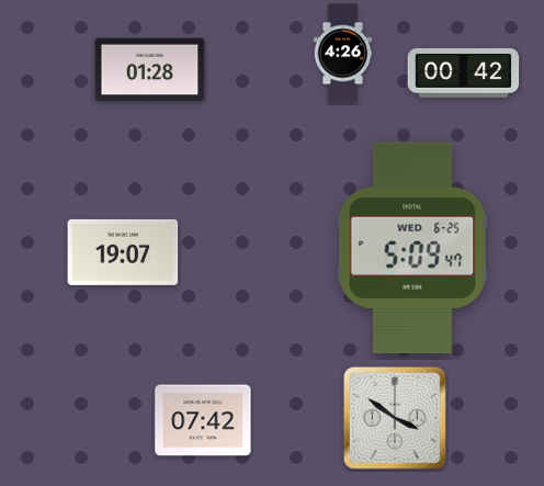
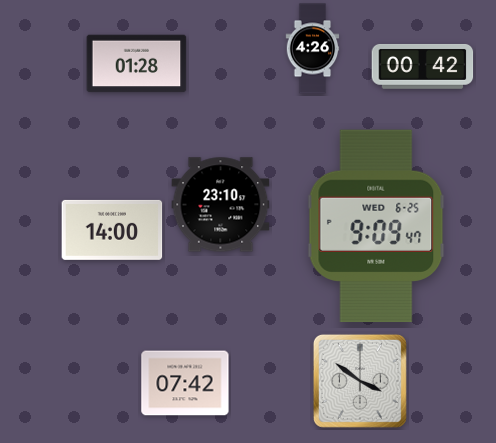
clock at (221, 205): none -> 23:10
clock at (412, 248): 5:09 -> 9:09
clock at (123, 252): 19:07 -> 14:00
